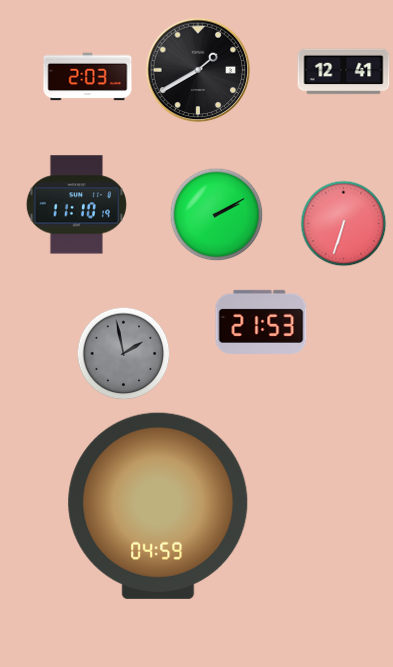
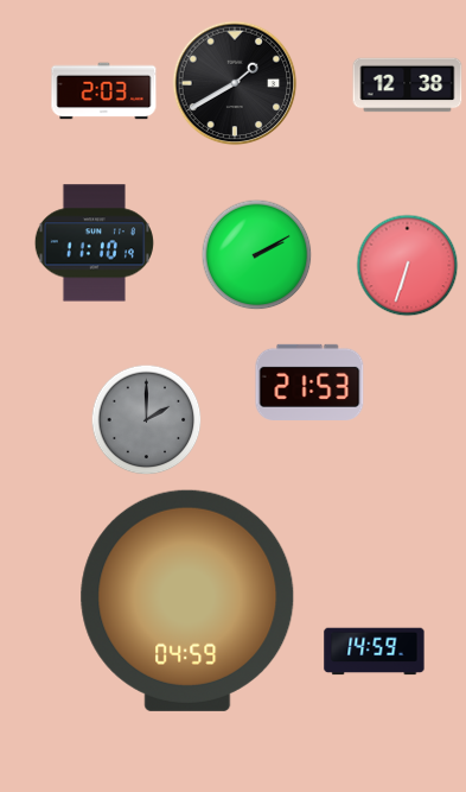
clock at (344, 72): 12:41 -> 12:38
clock at (76, 205) position: (76, 205) -> (94, 243)
clock at (124, 354): 1:58 -> 2:00
clock at (375, 652): none -> 14:59
